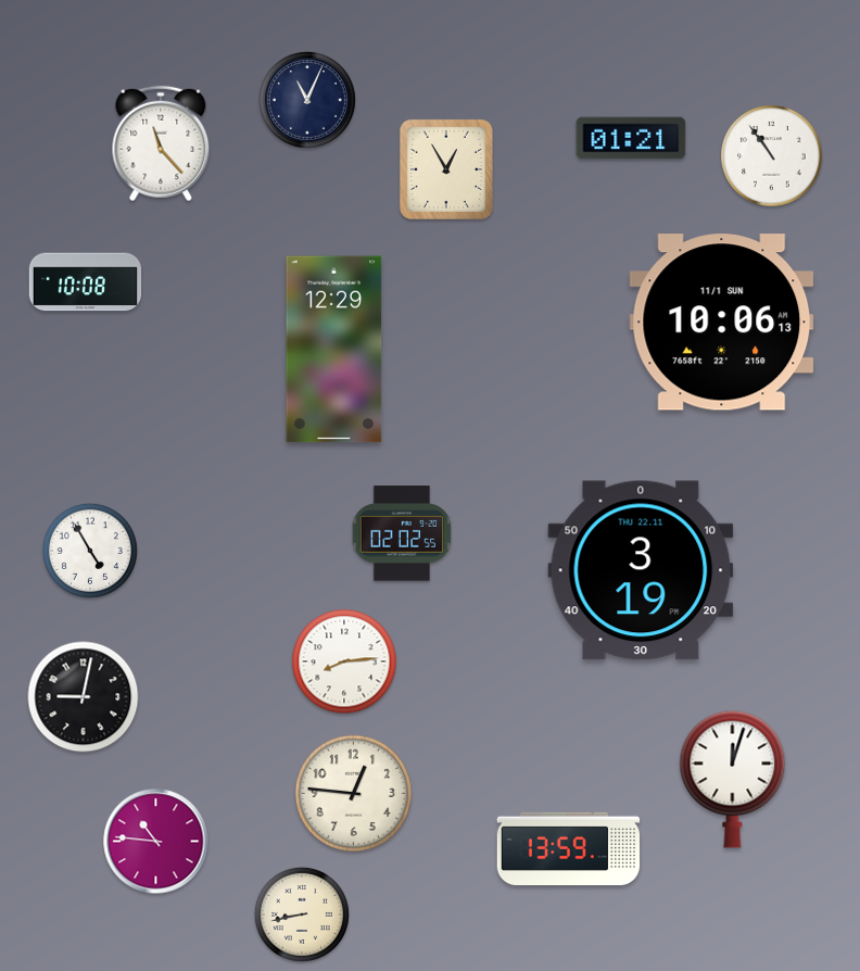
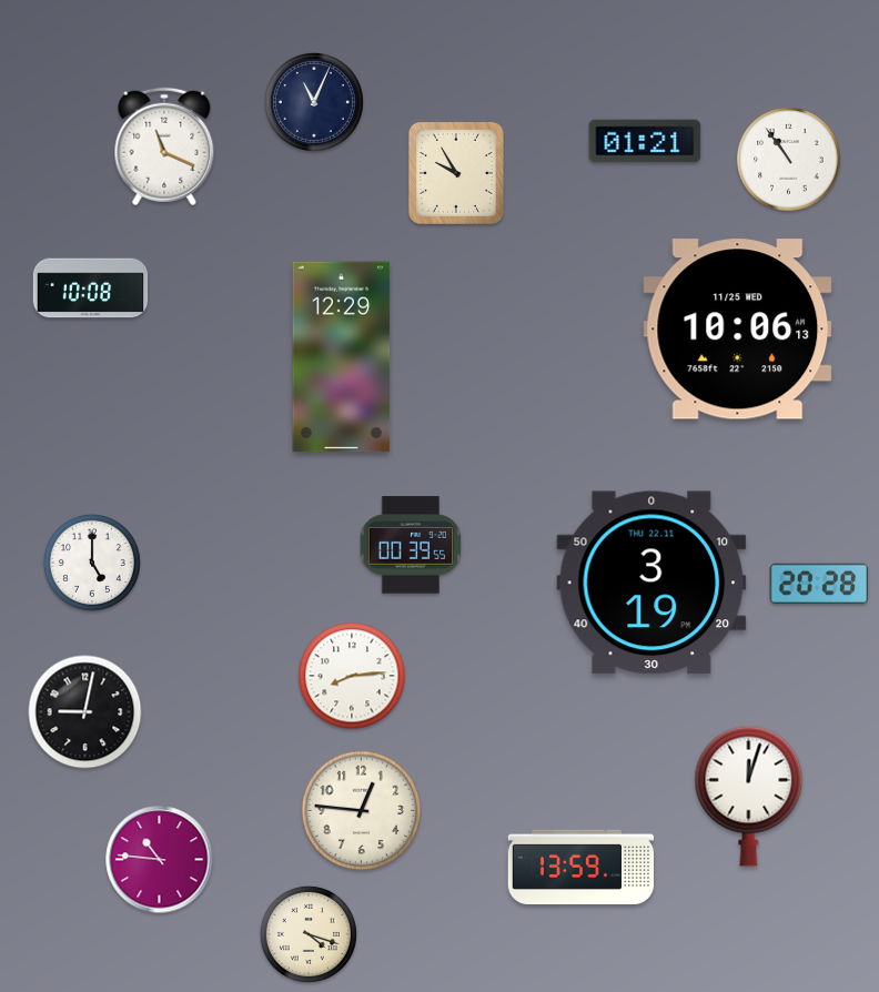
clock at (161, 143): 11:23 -> 11:19
clock at (446, 169): 12:55 -> 9:55
clock at (86, 282) position: (86, 282) -> (91, 289)
clock at (722, 323) date: 11/1 SUN -> 11/25 WED
clock at (402, 533): 02:02 -> 00:39
clock at (90, 551): 4:55 -> 5:00
clock at (641, 570) position: (641, 570) -> (651, 583)
clock at (819, 583): none -> 20:28
clock at (302, 915): 8:43 -> 4:18
